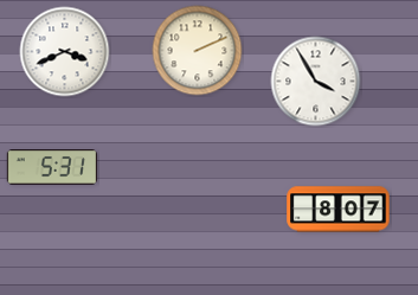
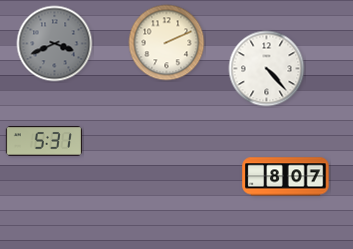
clock at (65, 52) dial: white -> grey
clock at (316, 82): 3:55 -> 4:23
